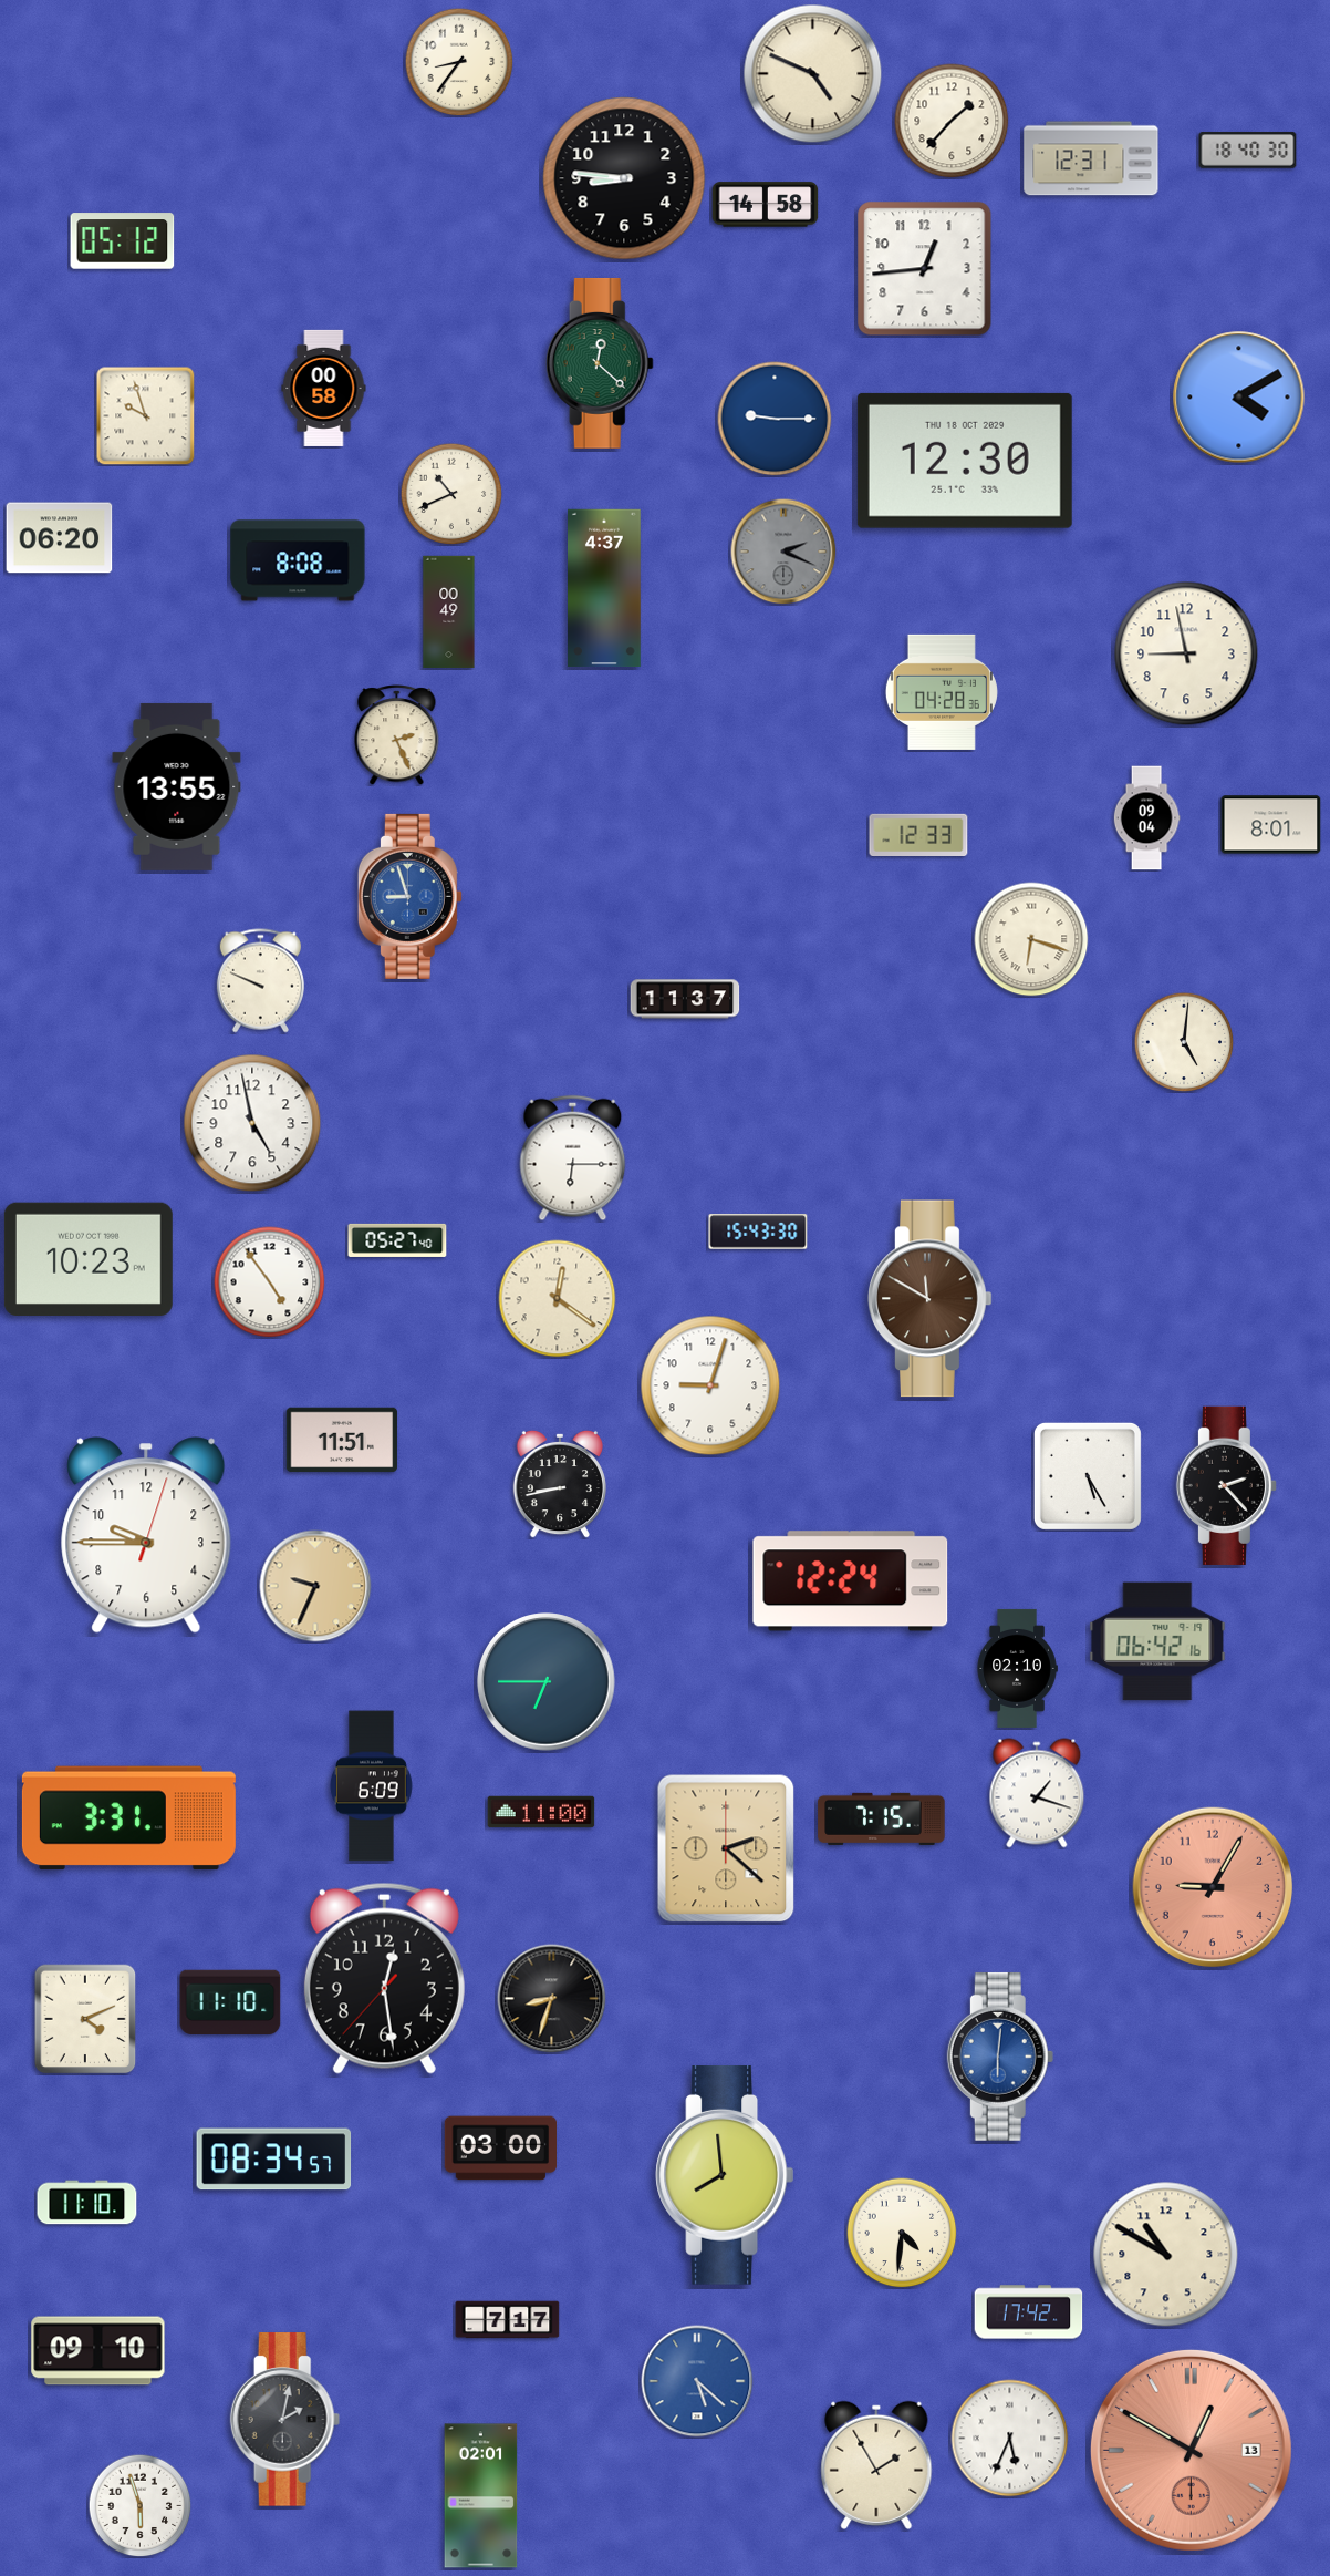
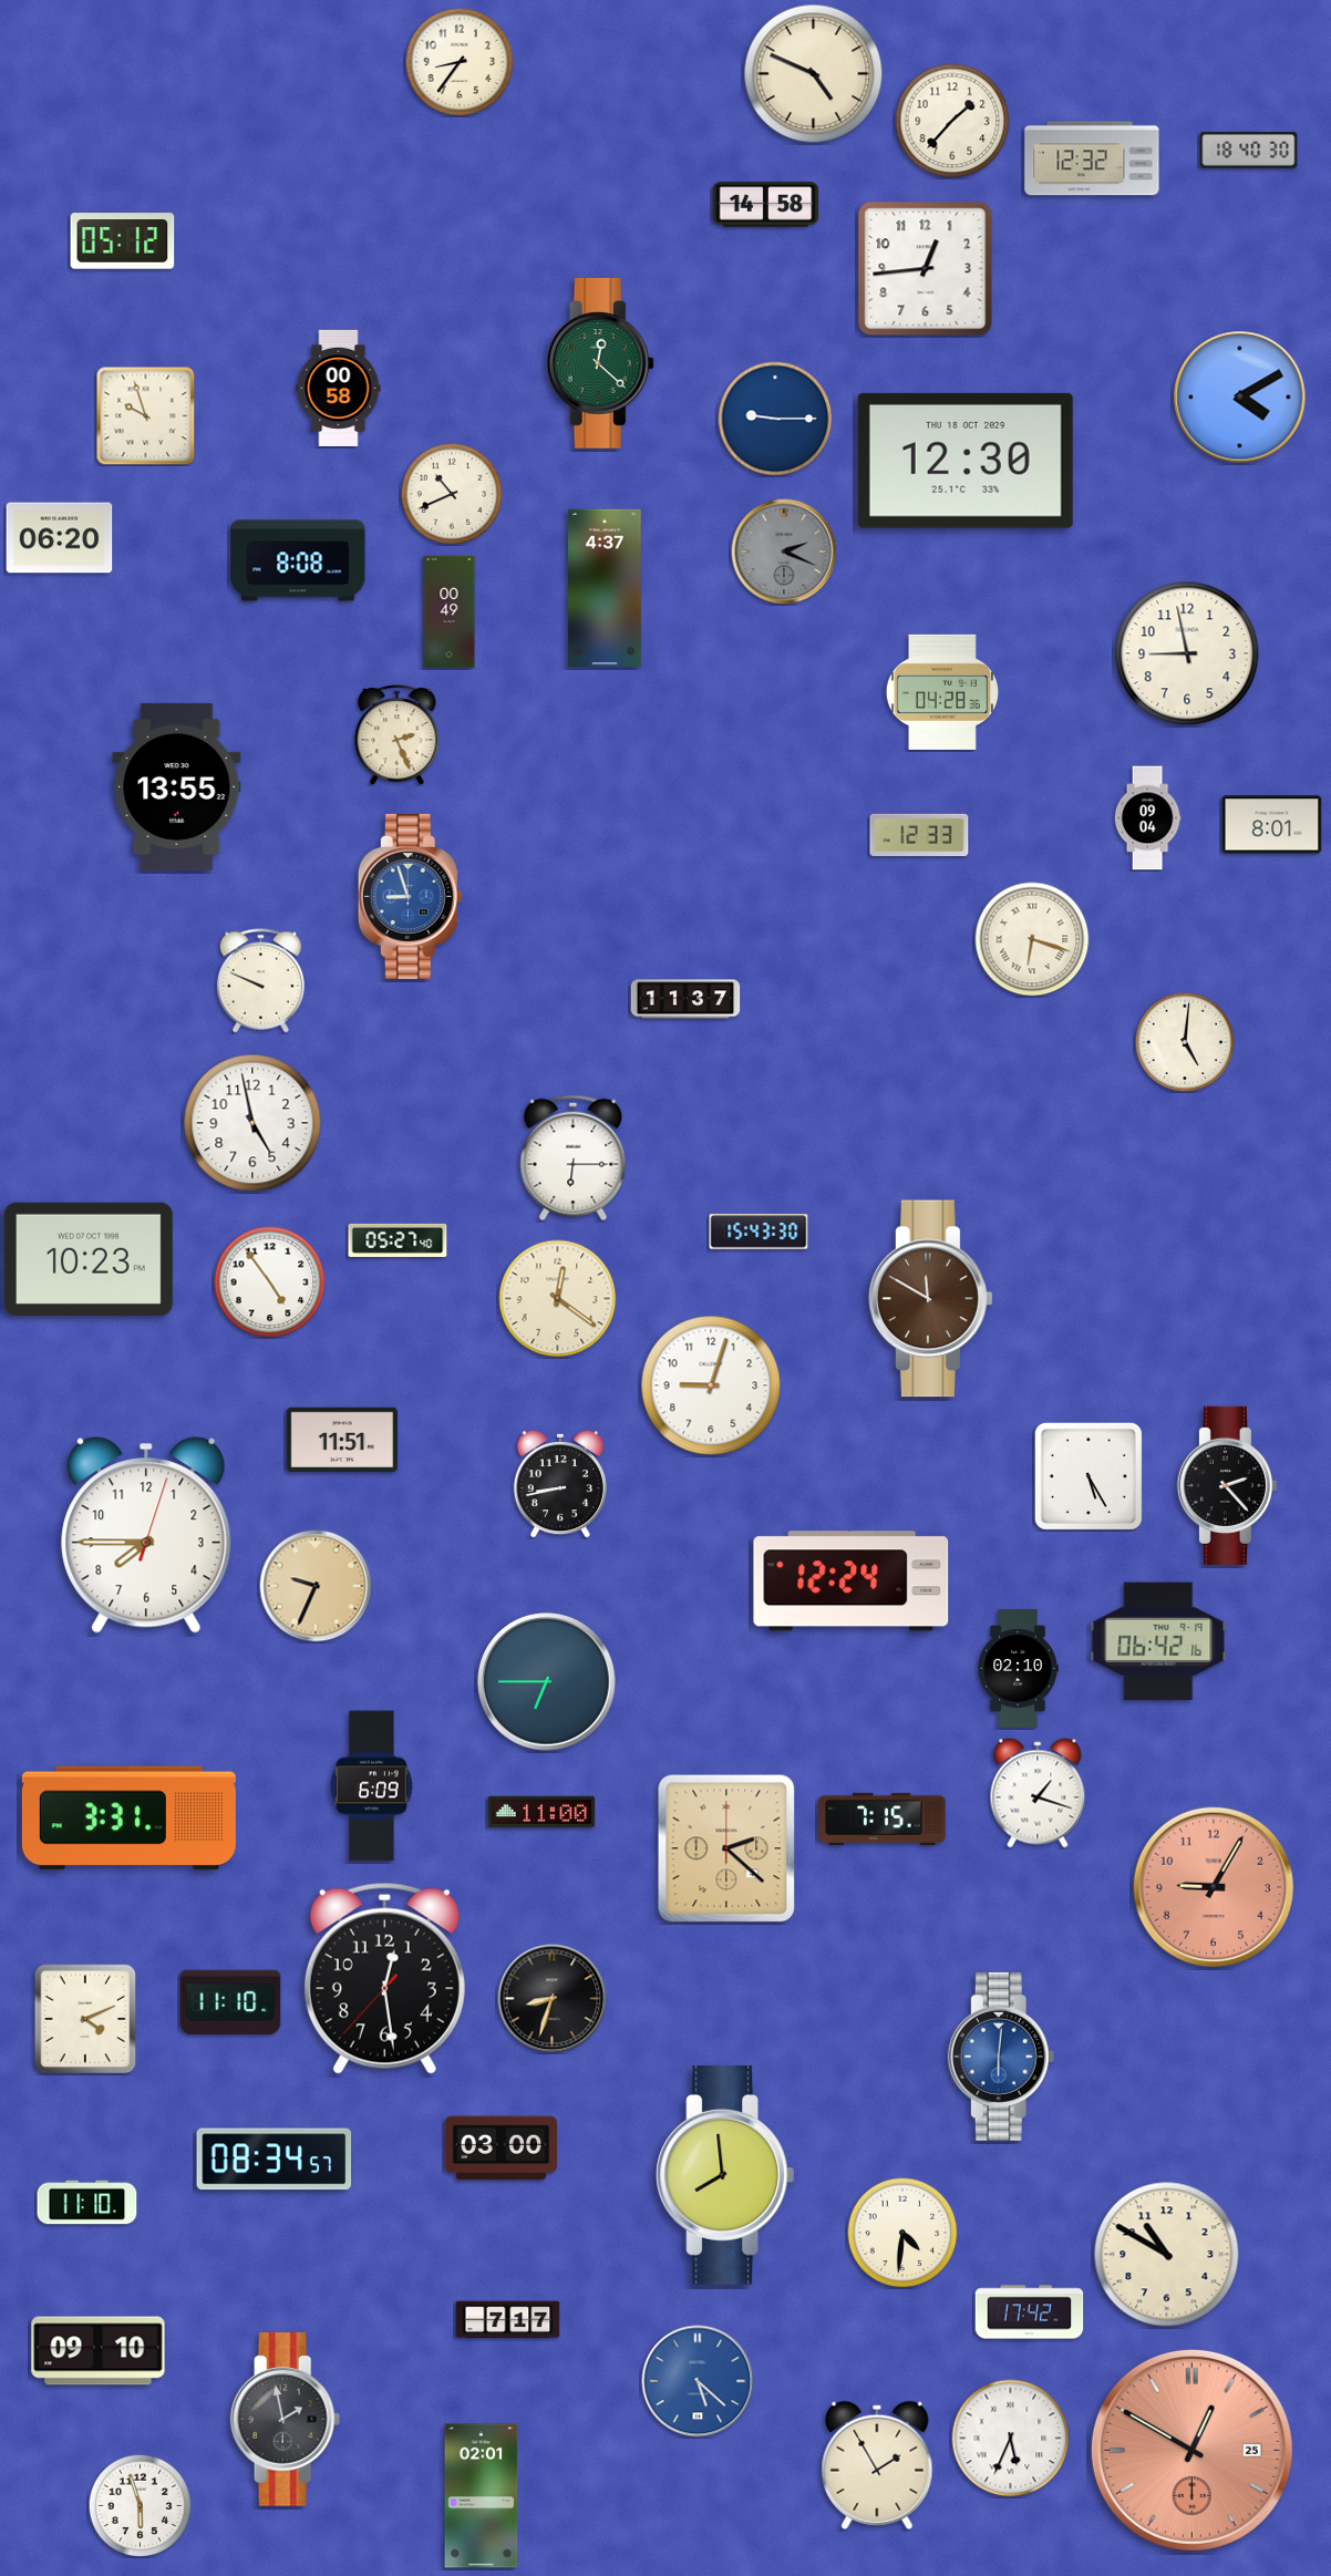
clock at (1091, 158): 12:31 -> 12:32
clock at (624, 178): 8:46 -> none
clock at (324, 388) position: (324, 388) -> (339, 388)
clock at (146, 1535): 9:45 -> 7:45
clock at (285, 2420): 2:02 -> 1:58
clock at (1191, 2450) date: 13 -> 25
